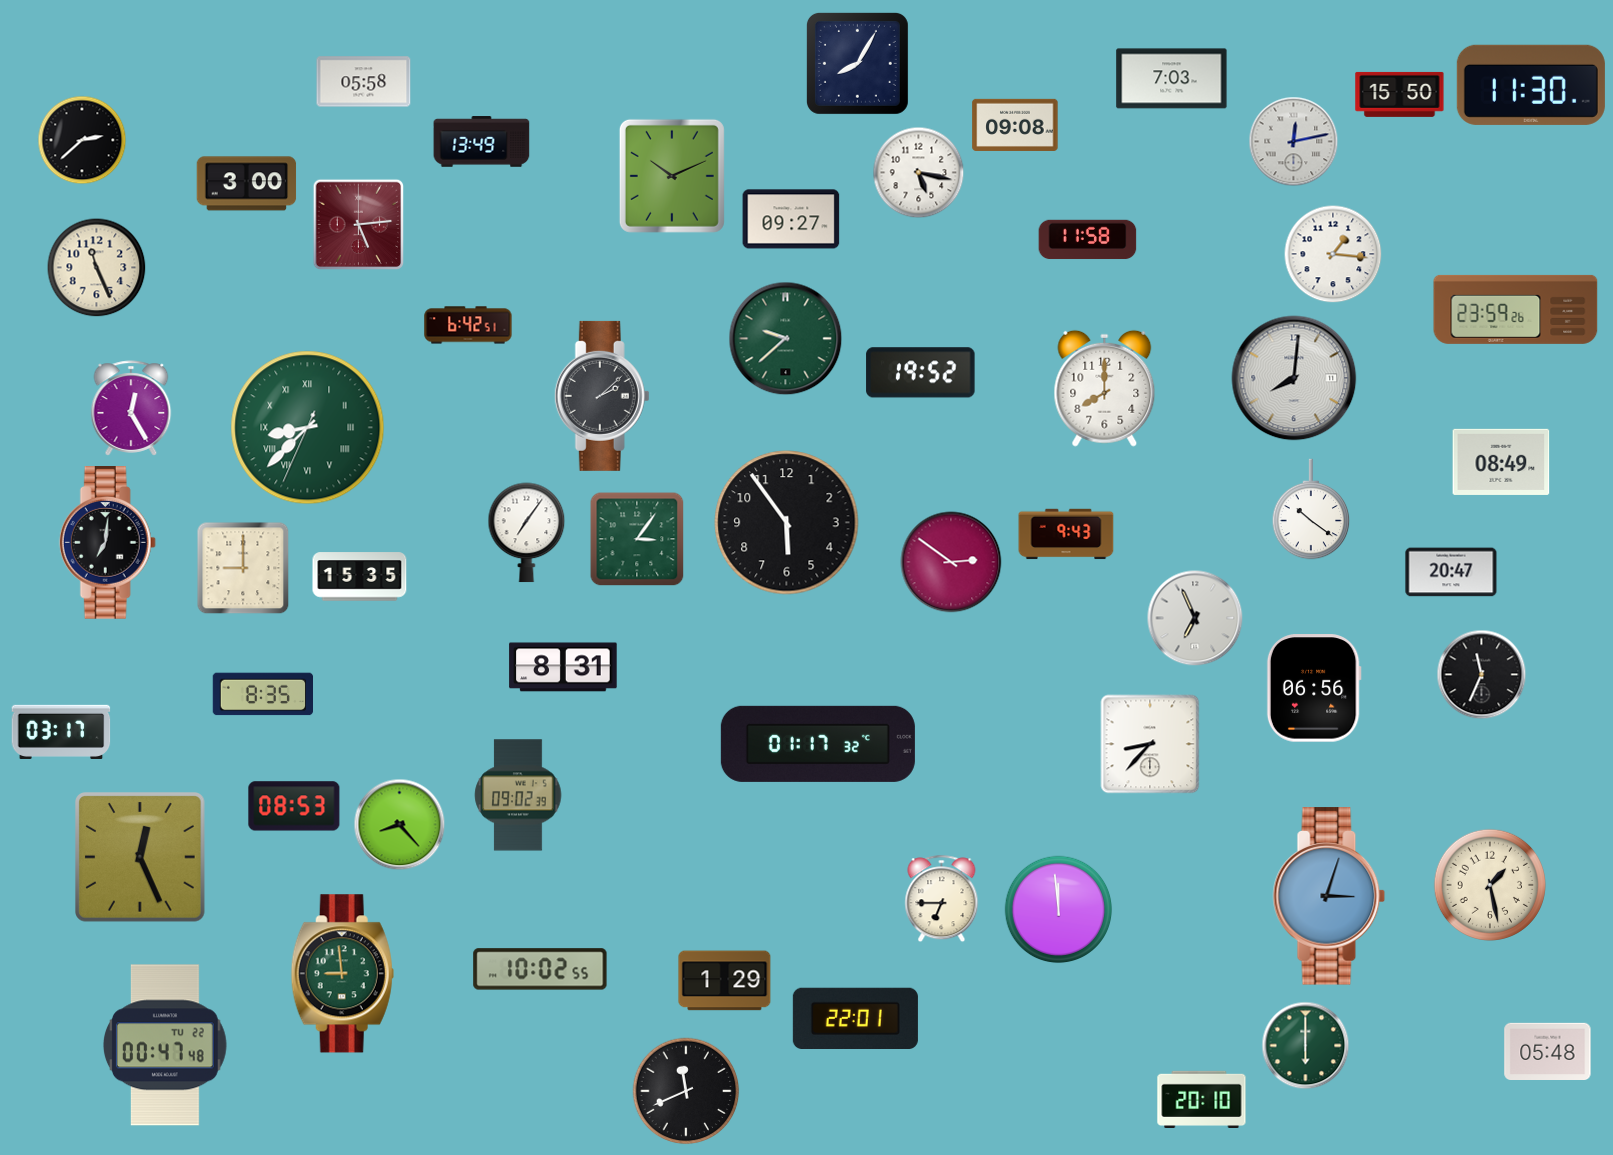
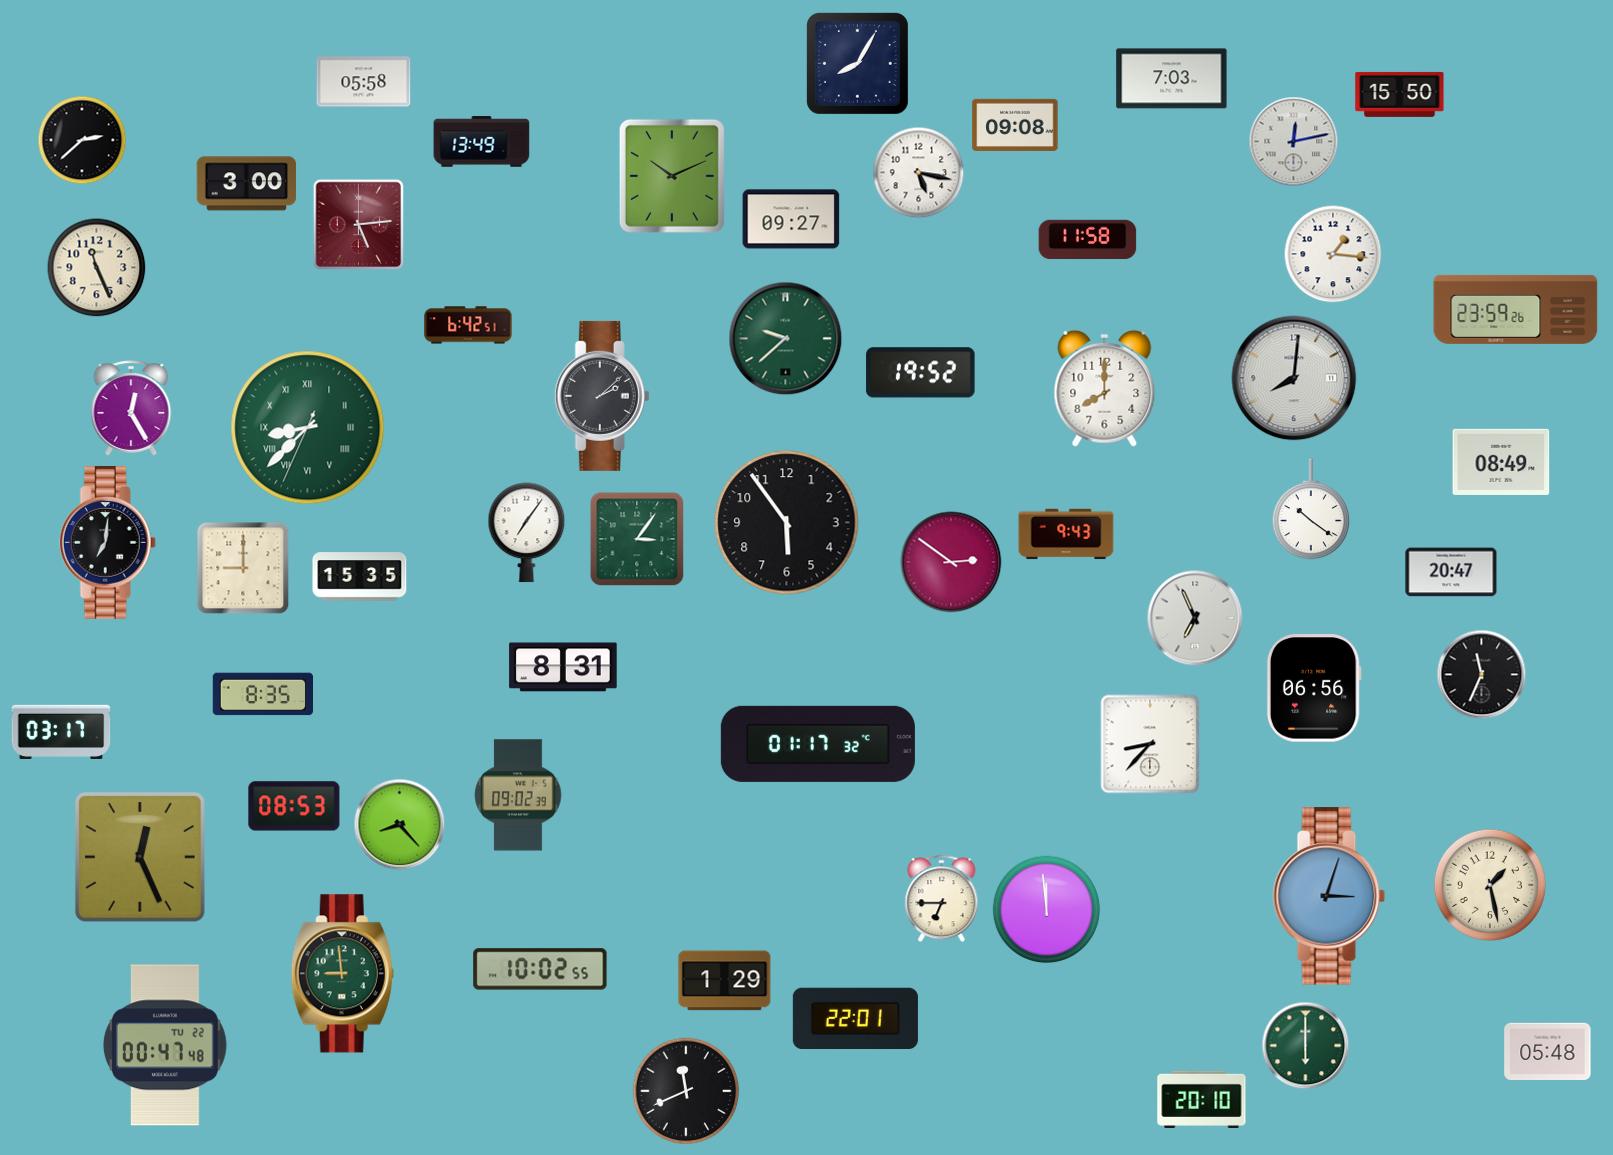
clock at (1531, 85): 11:30 -> none
clock at (1059, 910) position: (1059, 910) -> (1047, 910)
